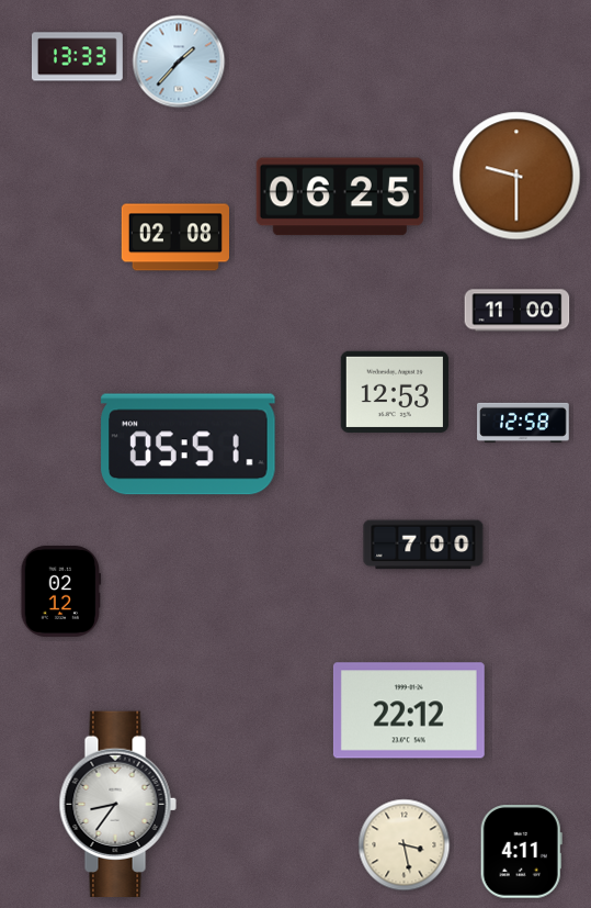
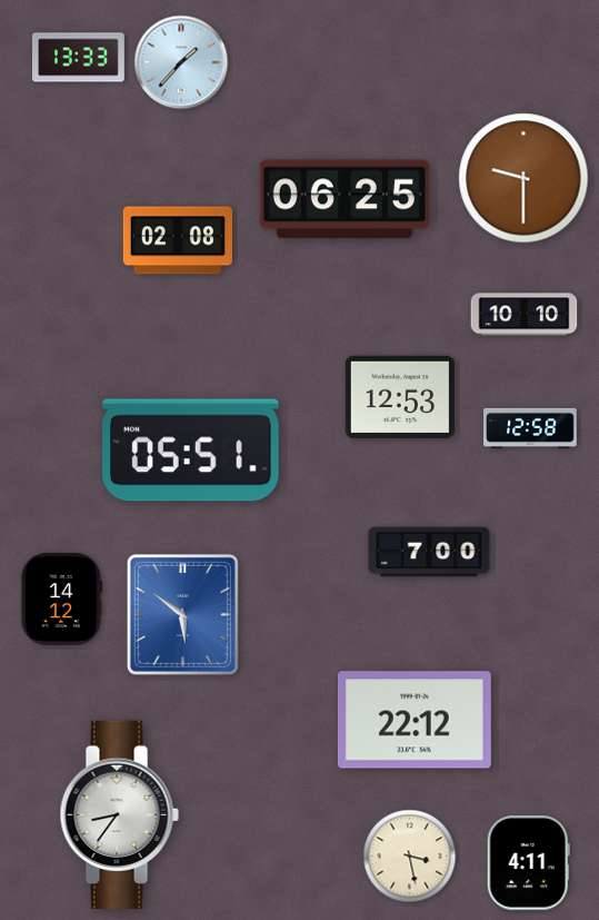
clock at (518, 311): 11:00 -> 10:10
clock at (60, 591): 02:12 -> 14:12
clock at (182, 614): none -> 5:51
